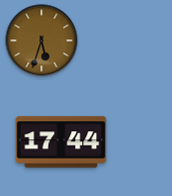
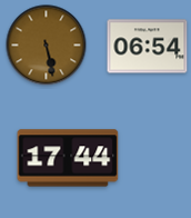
clock at (42, 41): 5:33 -> 5:28
clock at (148, 47): none -> 06:54
